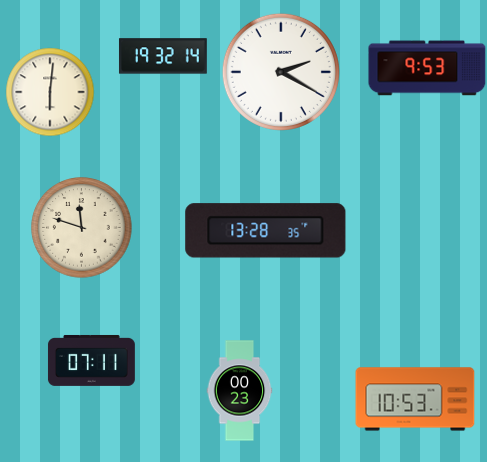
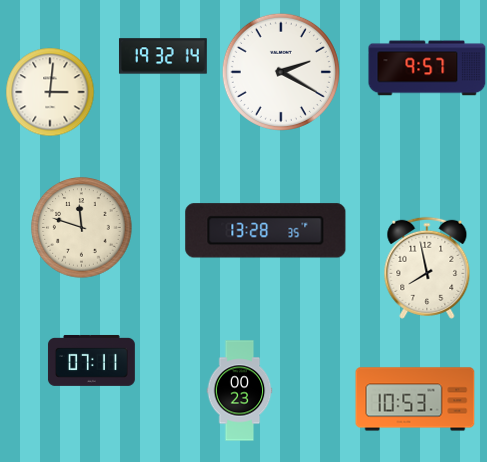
clock at (427, 68): 9:53 -> 9:57
clock at (50, 92): 6:01 -> 3:01
clock at (427, 268): none -> 7:58
